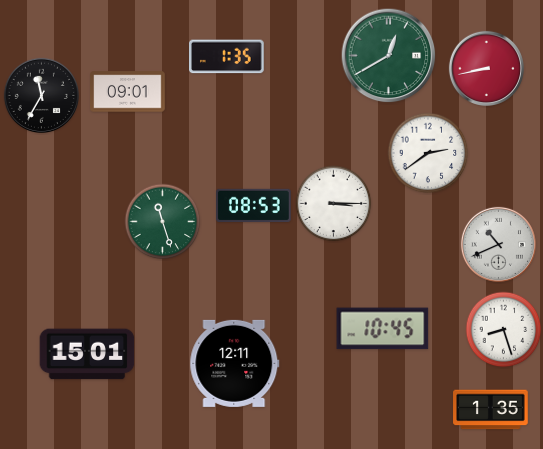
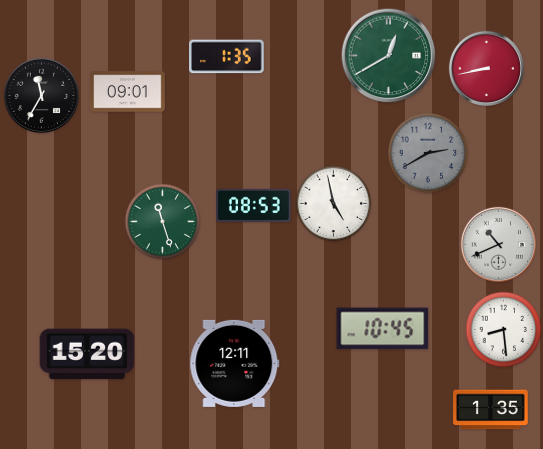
clock at (428, 153): 2:39 -> 2:40
clock at (428, 153) dial: white -> grey
clock at (334, 204): 3:15 -> 4:58
clock at (504, 330): 8:27 -> 8:29
clock at (87, 354): 15:01 -> 15:20
